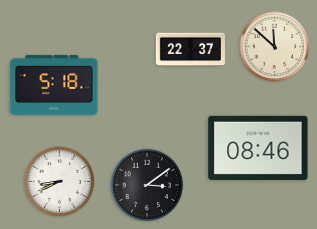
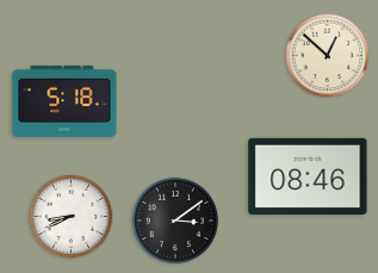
clock at (275, 47): 11:52 -> 12:52
clock at (190, 50): 22:37 -> none
